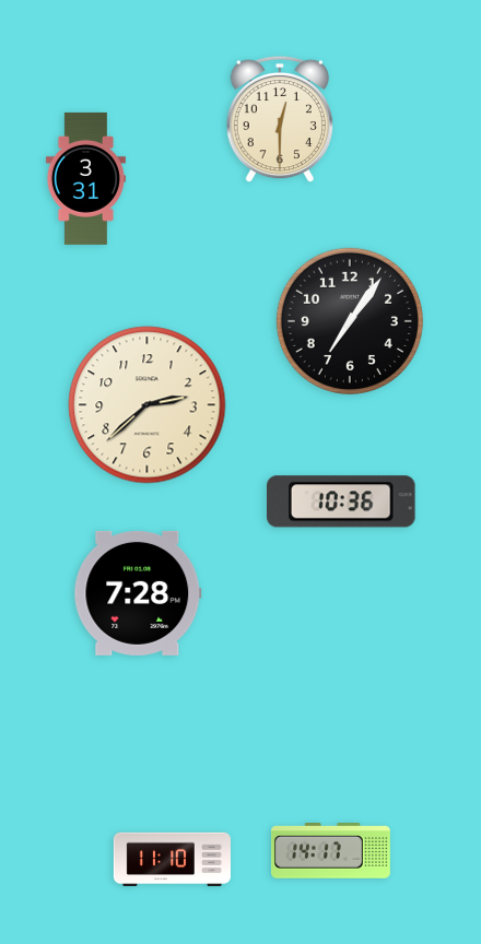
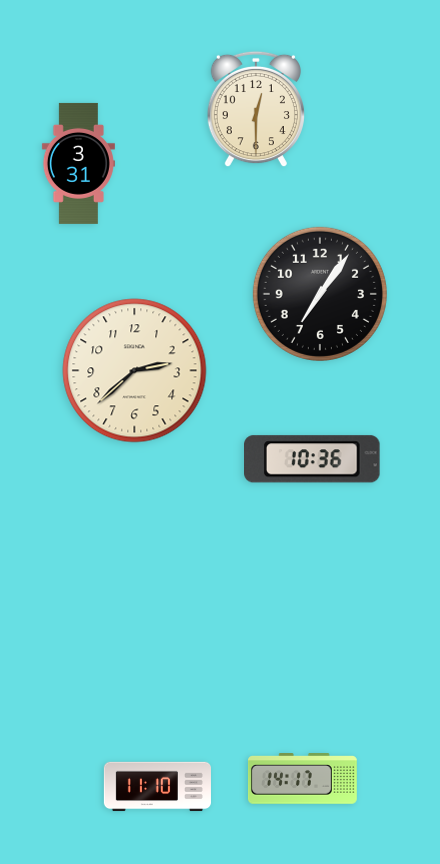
clock at (138, 593): 7:28 -> none
